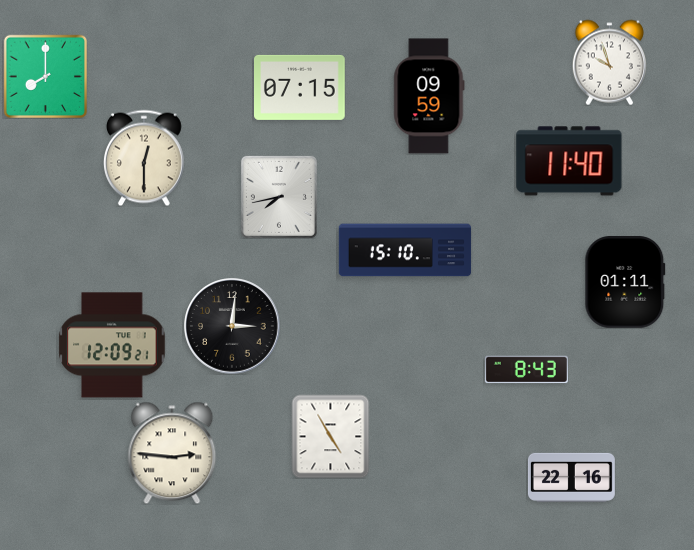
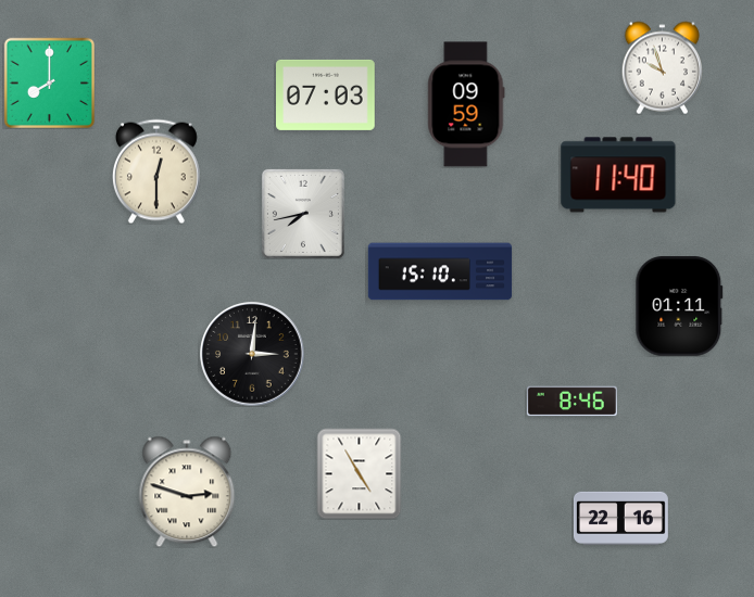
clock at (300, 87): 07:15 -> 07:03
clock at (112, 345): 12:09 -> none
clock at (526, 370): 8:43 -> 8:46
clock at (172, 453): 2:46 -> 2:48
